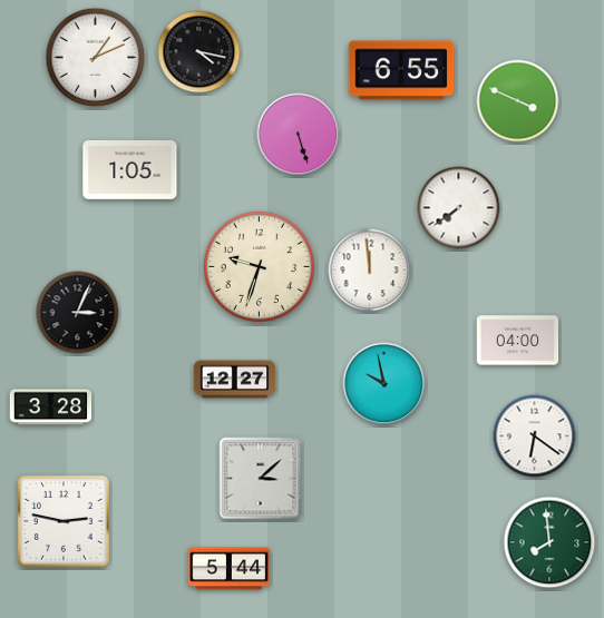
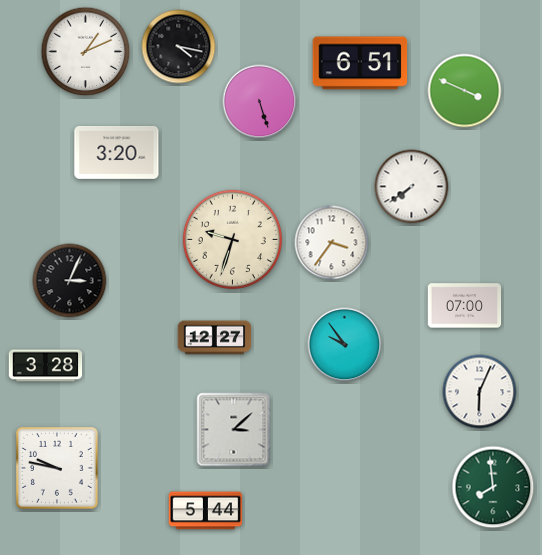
clock at (401, 70): 6:55 -> 6:51
clock at (299, 135) position: (299, 135) -> (260, 102)
clock at (130, 169): 1:05 -> 3:20
clock at (370, 271): 11:59 -> 3:36
clock at (518, 341): 04:00 -> 07:00
clock at (235, 380) position: (235, 380) -> (215, 338)
clock at (384, 384): 9:58 -> 9:54
clock at (535, 436): 6:21 -> 6:04
clock at (64, 521): 2:47 -> 9:47
